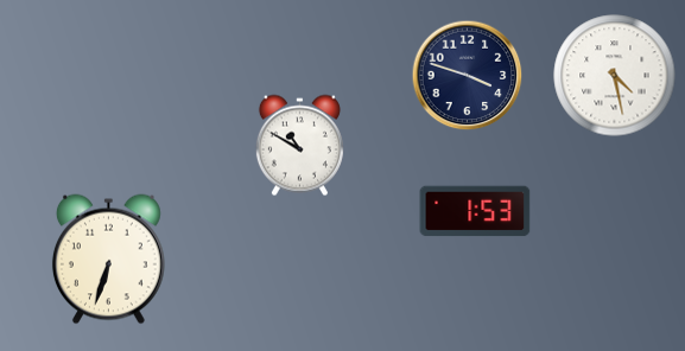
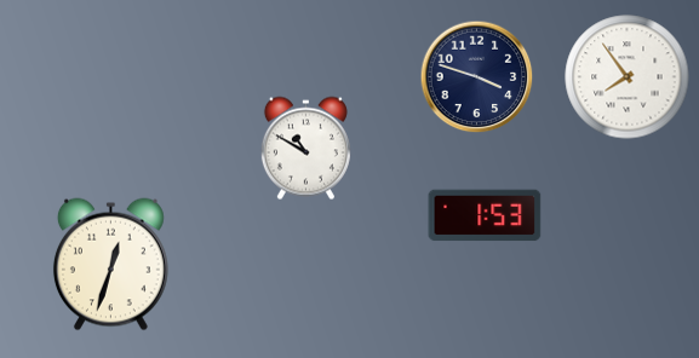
clock at (615, 76): 4:28 -> 7:54
clock at (108, 260): 6:33 -> 12:33
